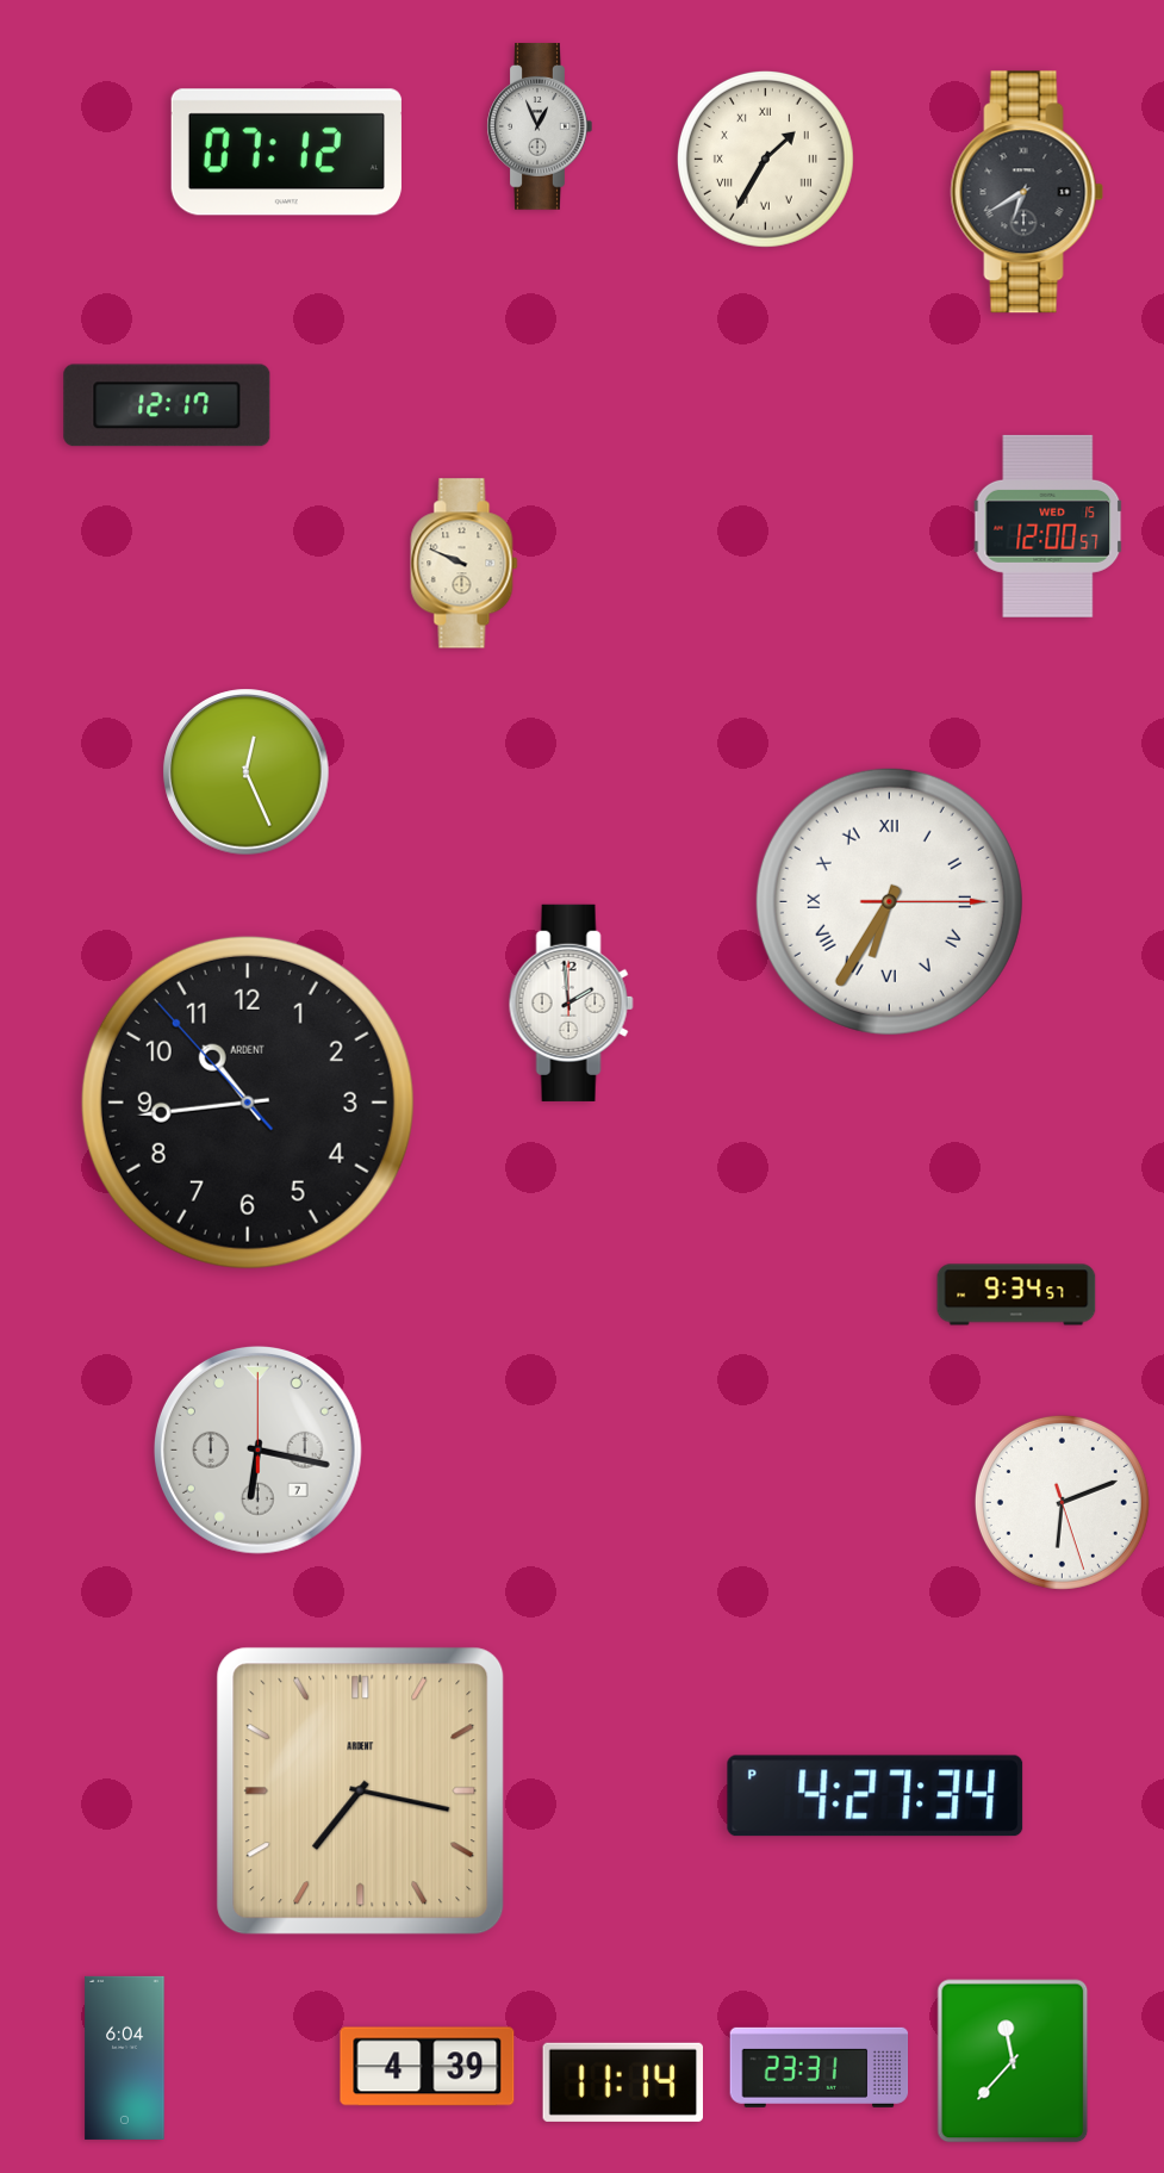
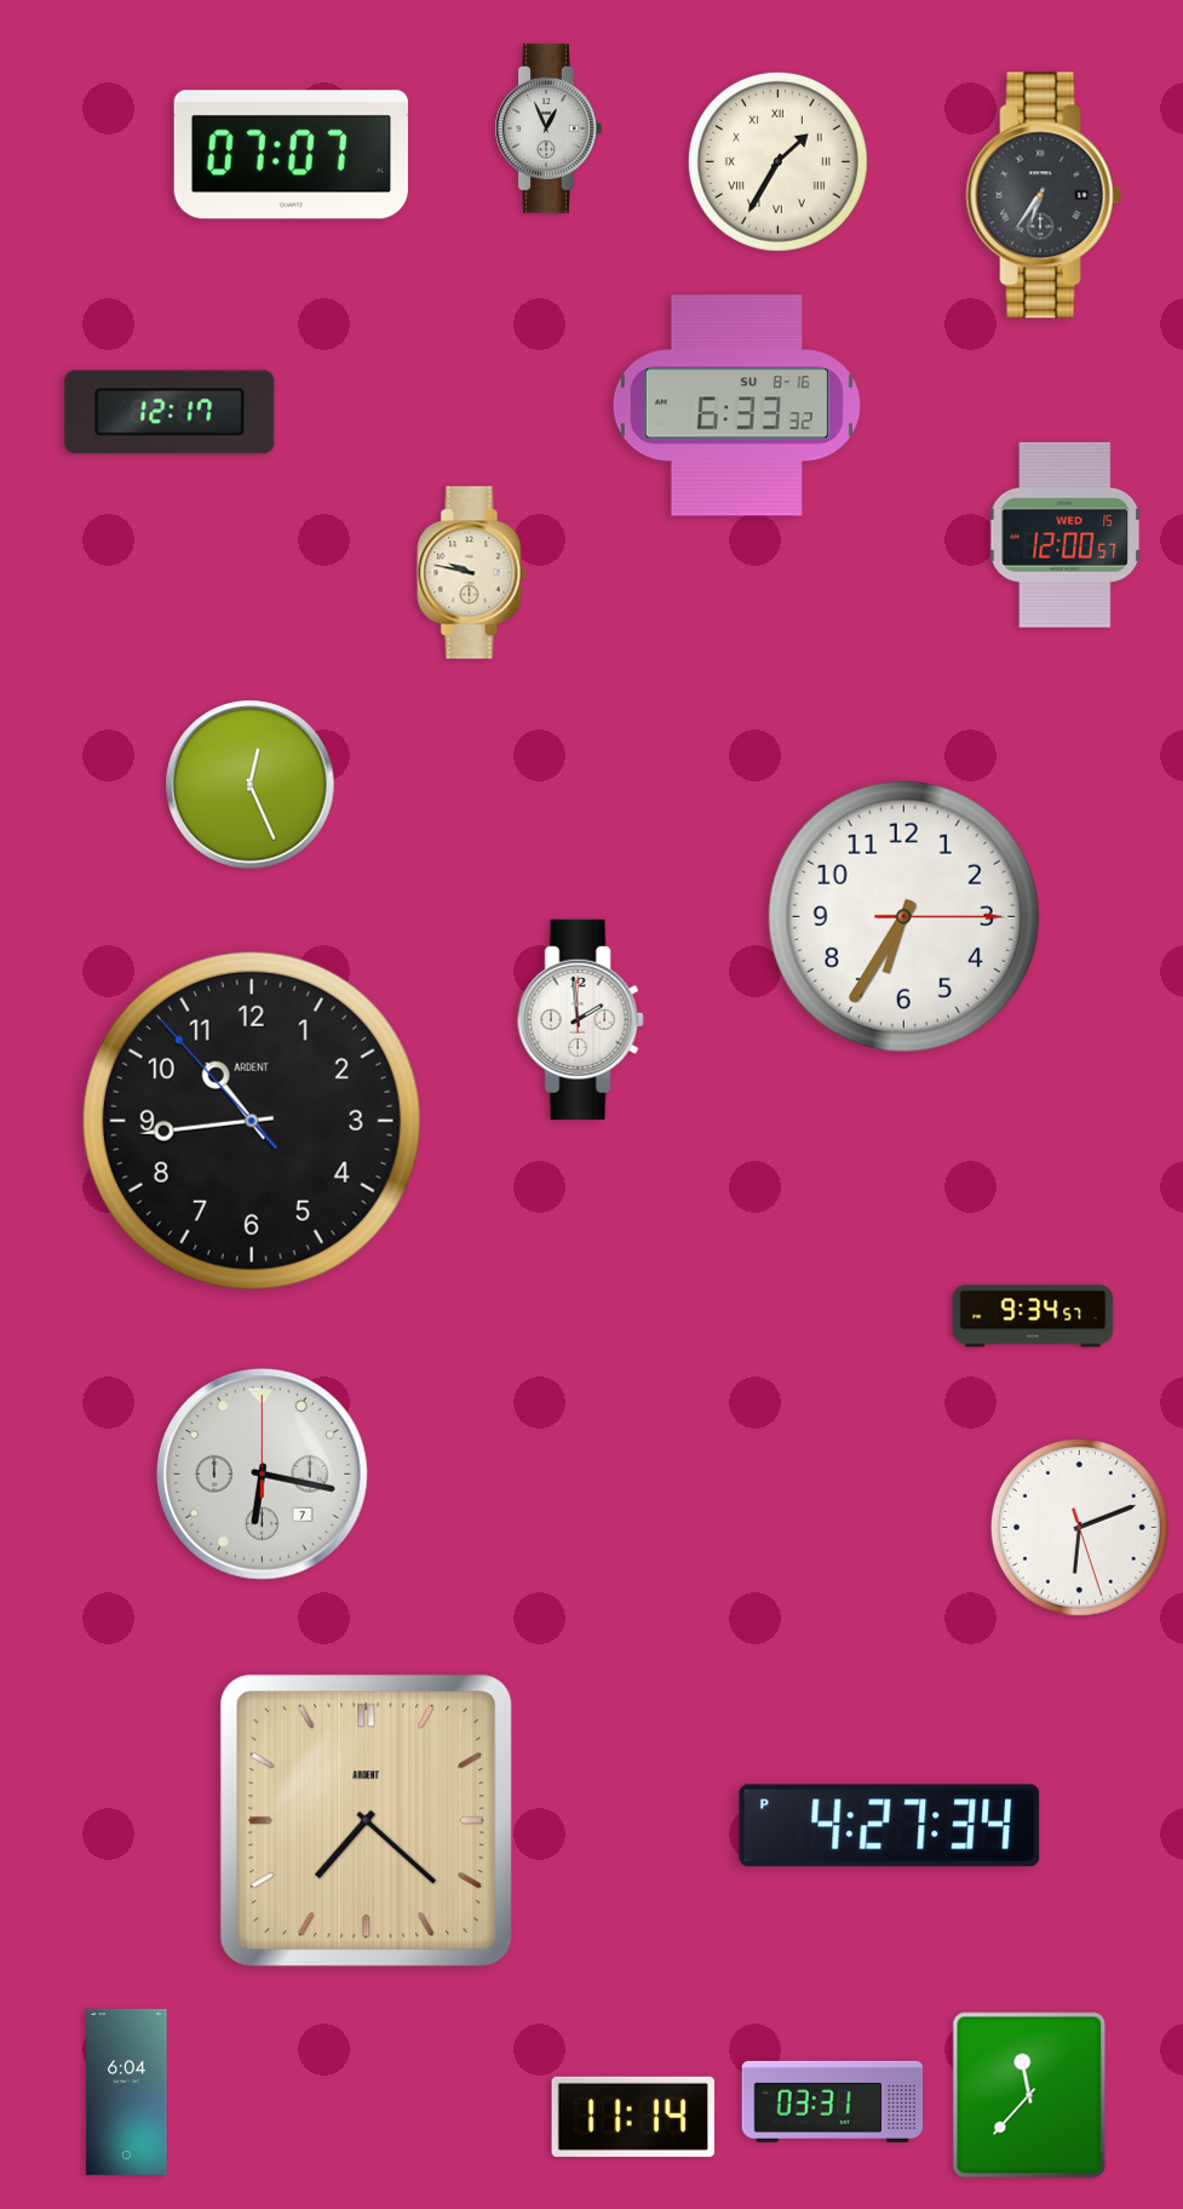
clock at (286, 153): 07:12 -> 07:07
clock at (1027, 192): 6:40 -> 6:36
clock at (736, 406): none -> 6:33
clock at (465, 564): 9:49 -> 9:47
clock at (889, 901) numerals: Roman -> Arabic
clock at (361, 1792): 7:17 -> 7:22
clock at (428, 2067): 4:39 -> none
clock at (820, 2067): 23:31 -> 03:31
